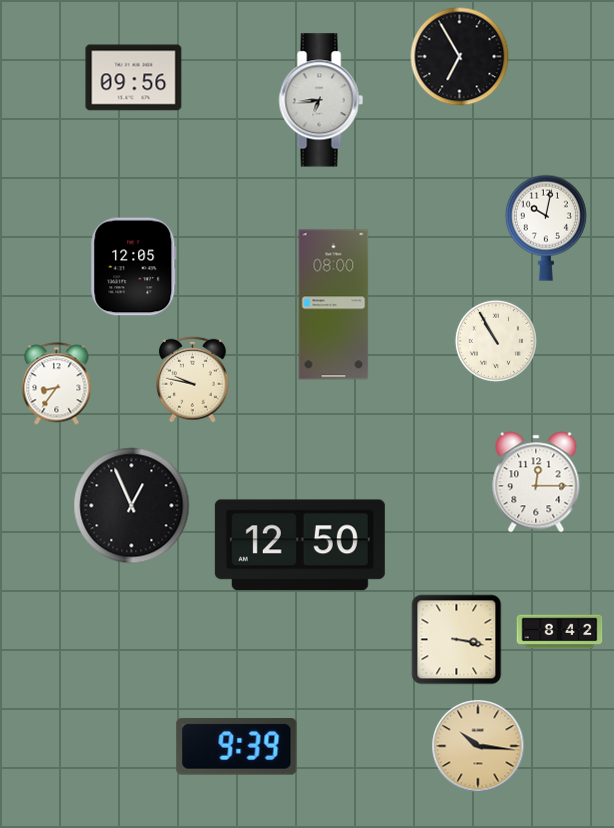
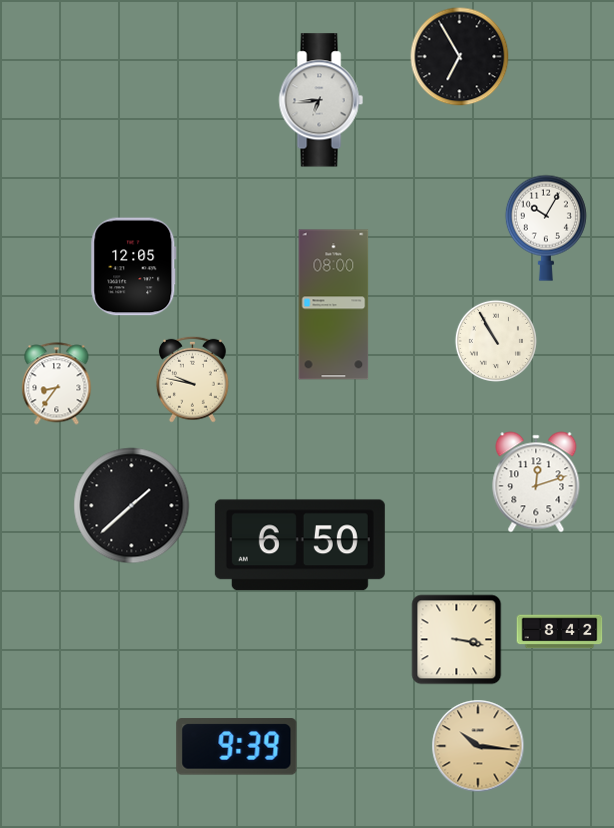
clock at (134, 78): 09:56 -> none
clock at (546, 228): 10:02 -> 10:05
clock at (536, 482): 12:15 -> 12:12
clock at (132, 506): 12:56 -> 1:38
clock at (300, 545): 12:50 -> 6:50
